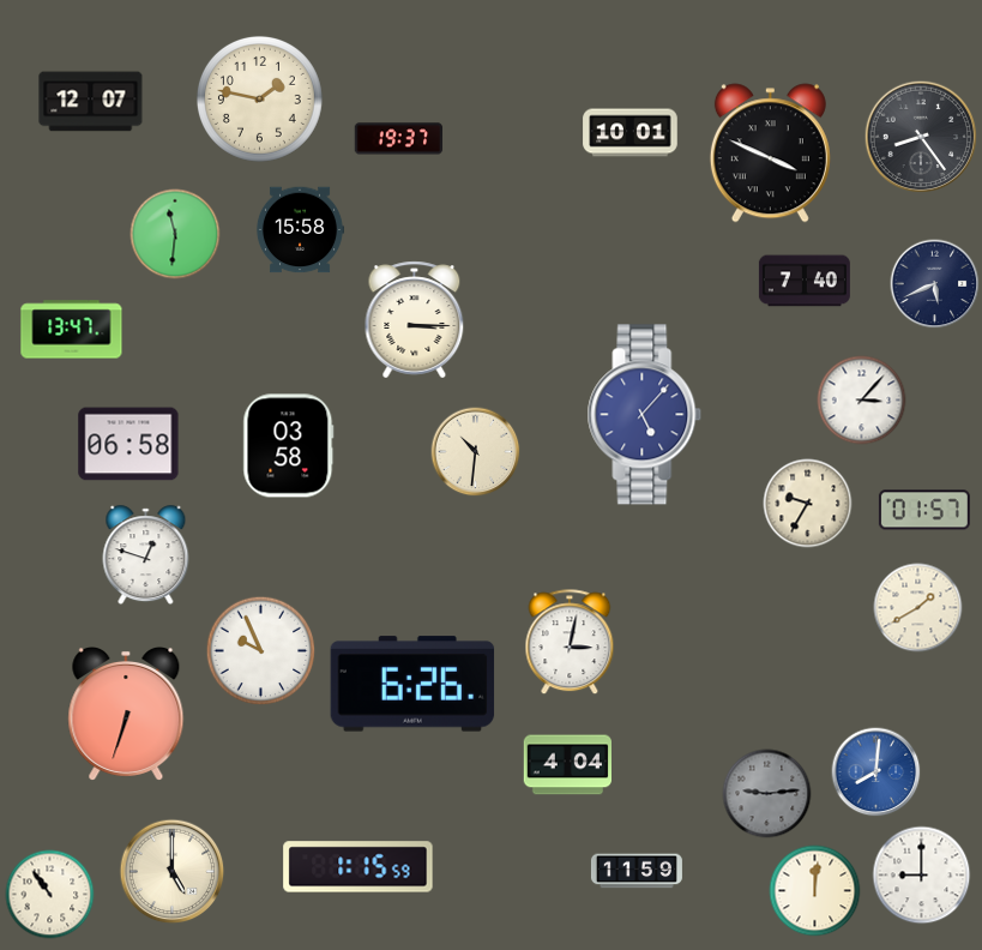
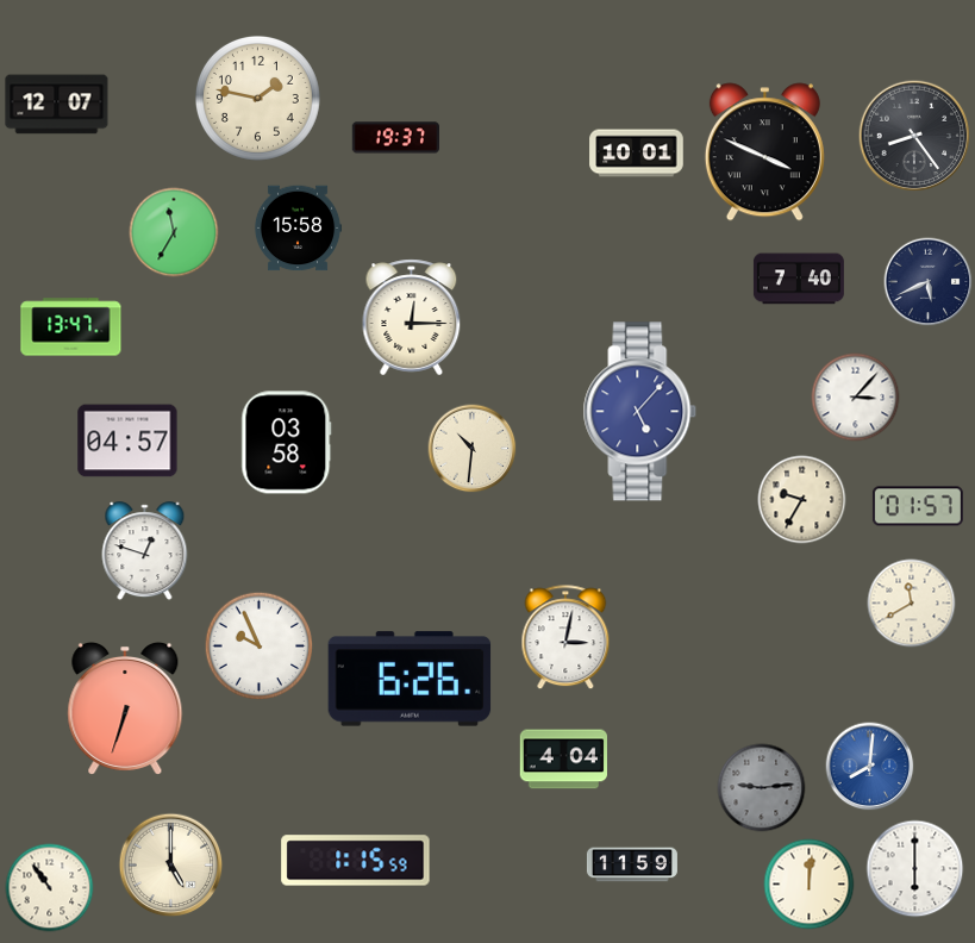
clock at (91, 102) position: (91, 102) -> (57, 105)
clock at (631, 133) position: (631, 133) -> (637, 154)
clock at (175, 234): 11:31 -> 11:35
clock at (415, 320): 3:15 -> 12:15
clock at (128, 444): 06:58 -> 04:57
clock at (918, 608): 1:40 -> 11:40
clock at (922, 876): 9:00 -> 6:00
